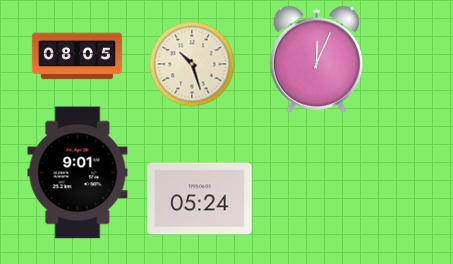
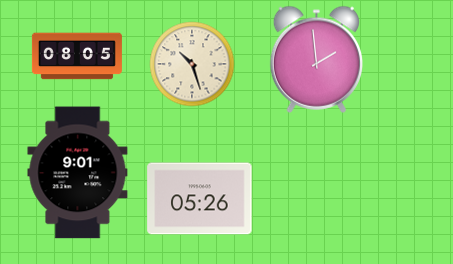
clock at (316, 59): 12:04 -> 1:59
clock at (200, 199): 05:24 -> 05:26
